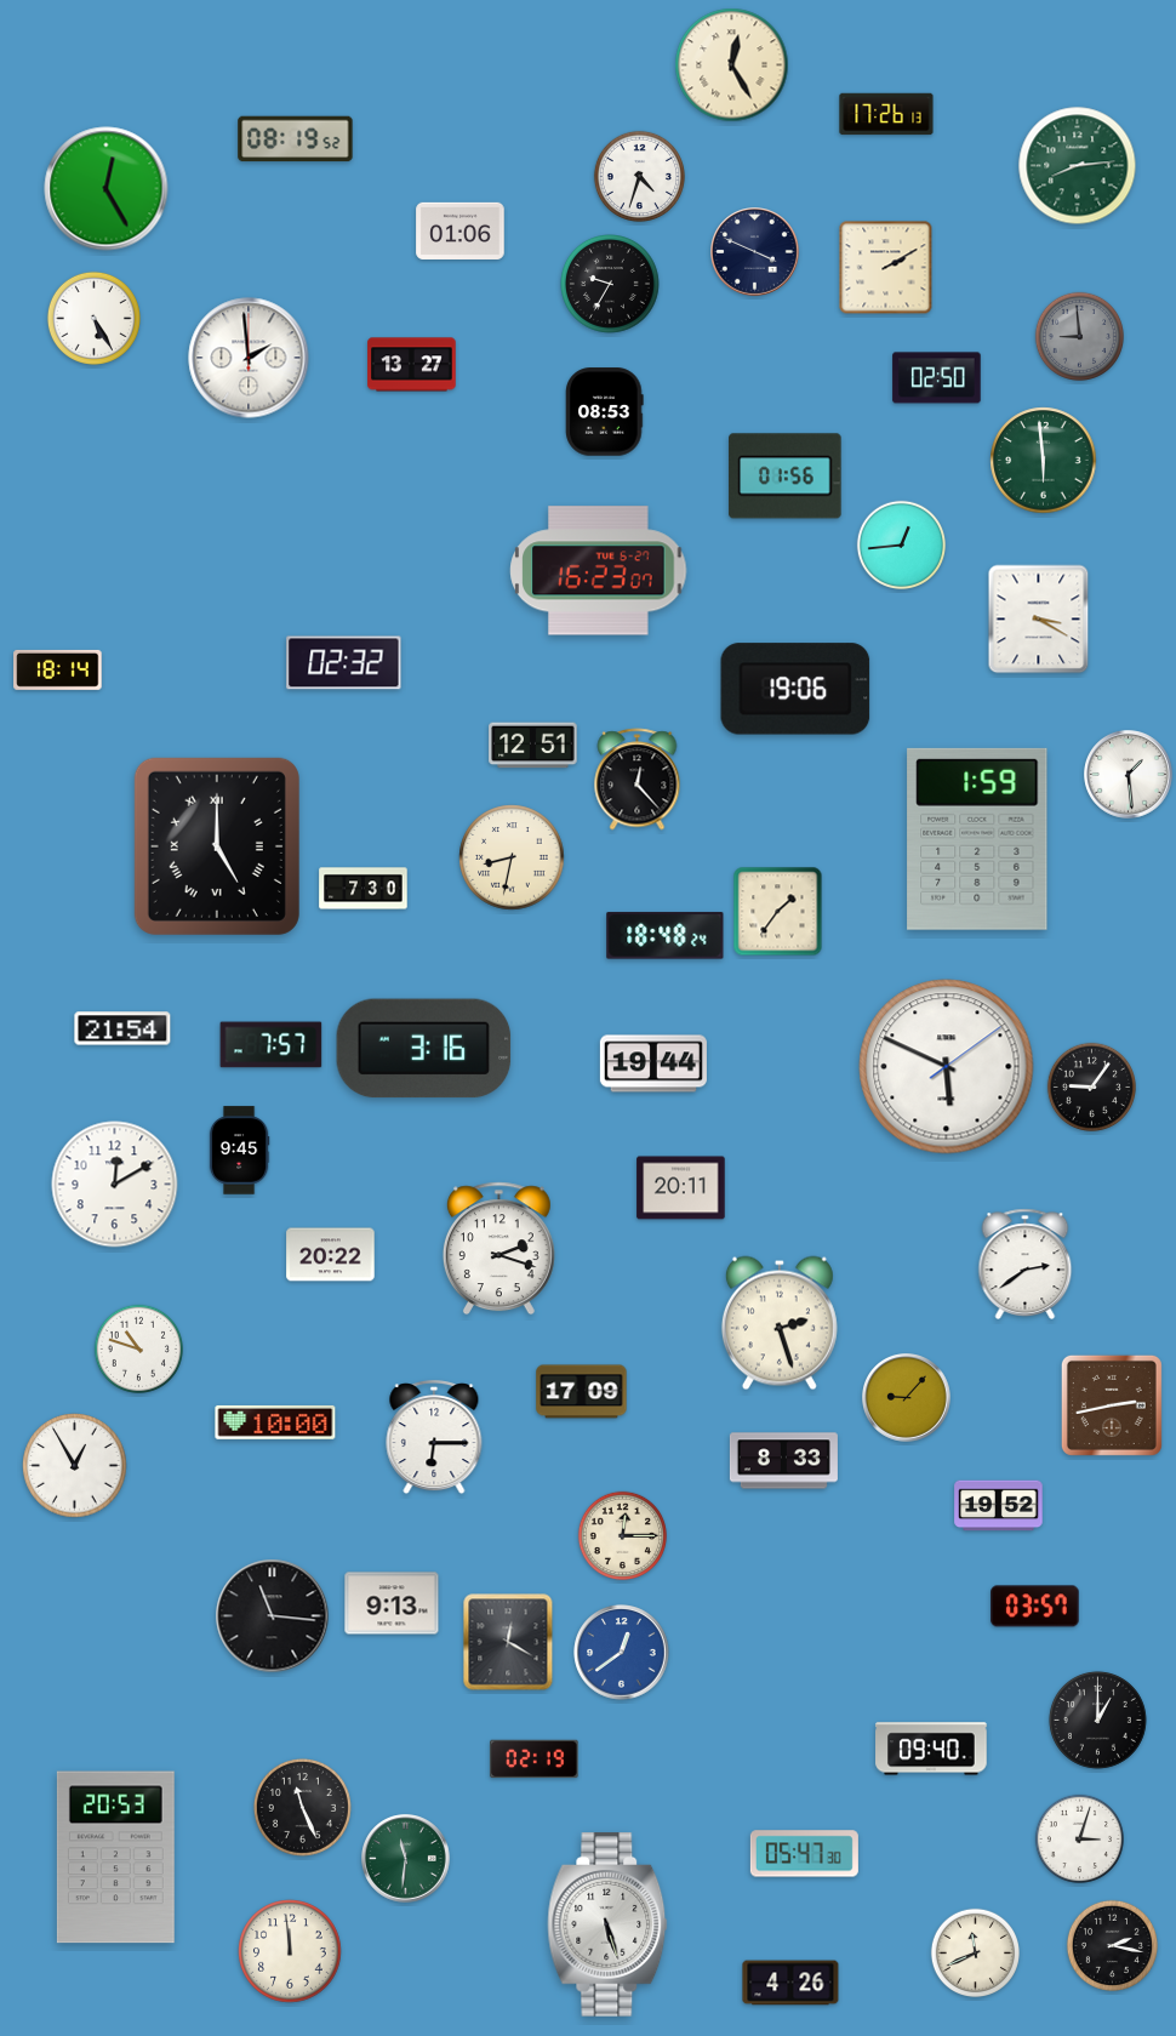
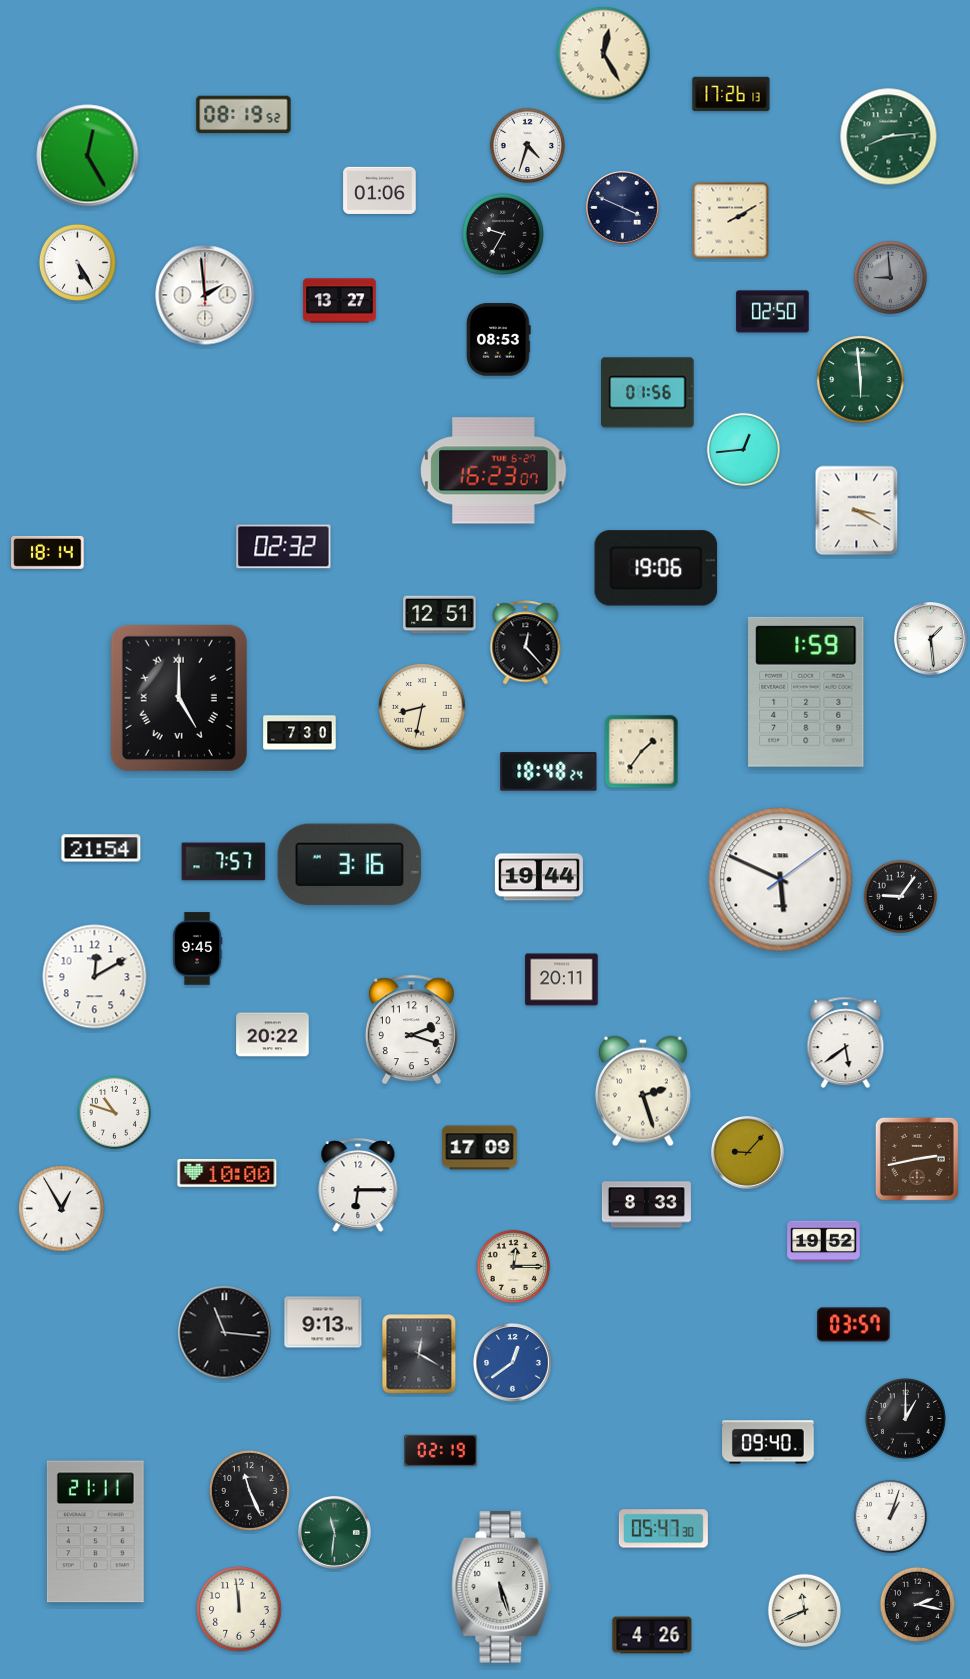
clock at (1026, 1264): 2:39 -> 5:39
clock at (1079, 1838): 3:03 -> 1:03
clock at (115, 1858): 20:53 -> 21:11
